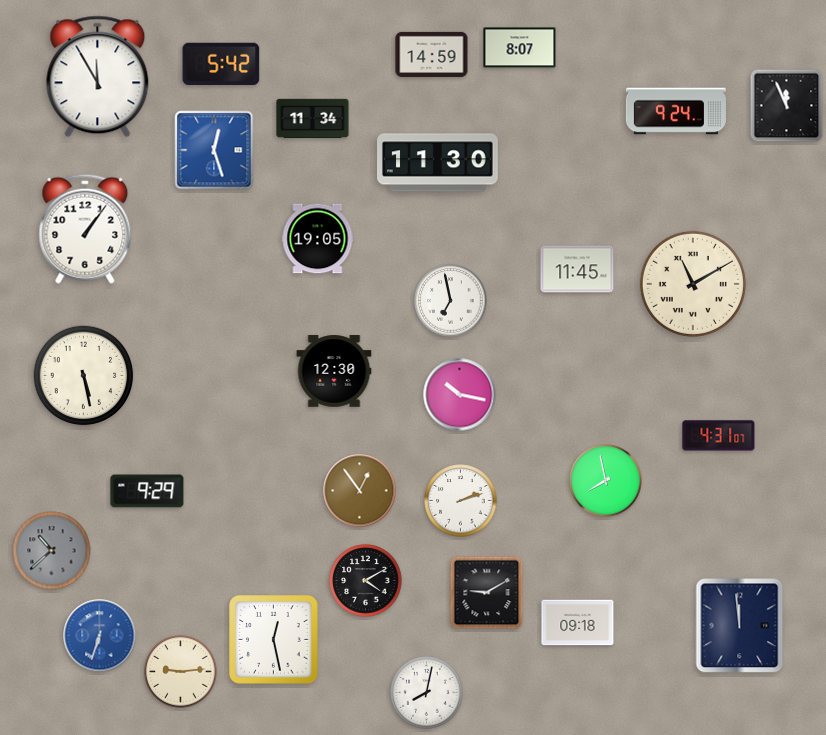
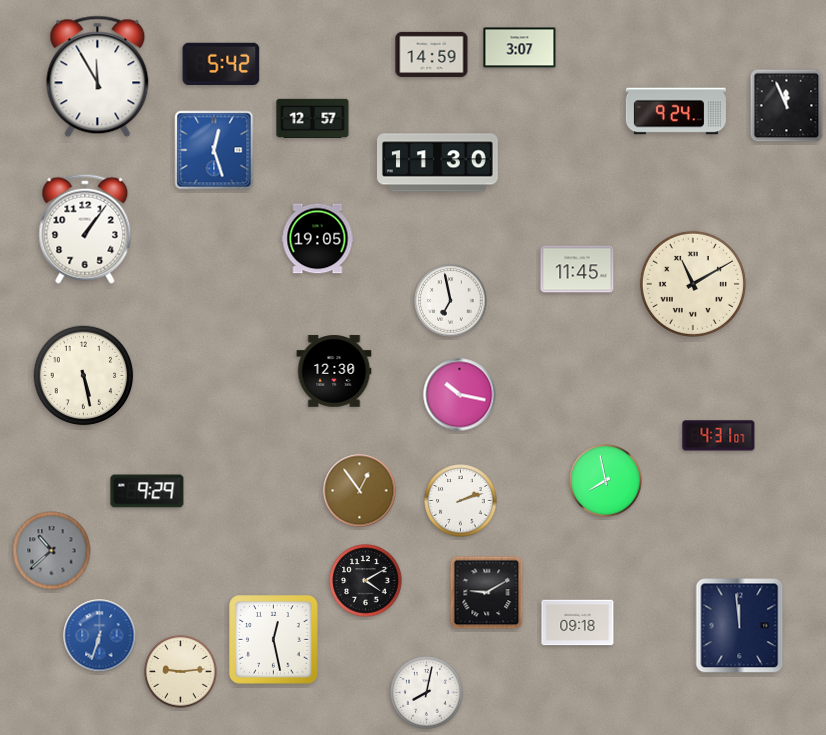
clock at (520, 48): 8:07 -> 3:07
clock at (313, 118): 11:34 -> 12:57
